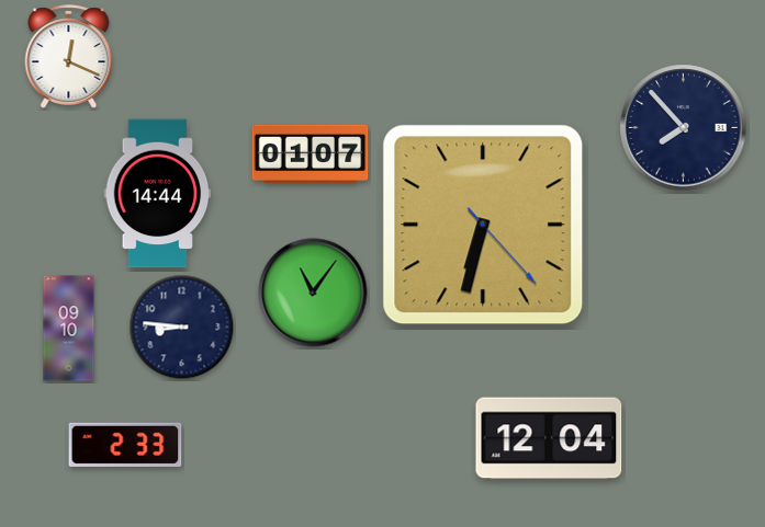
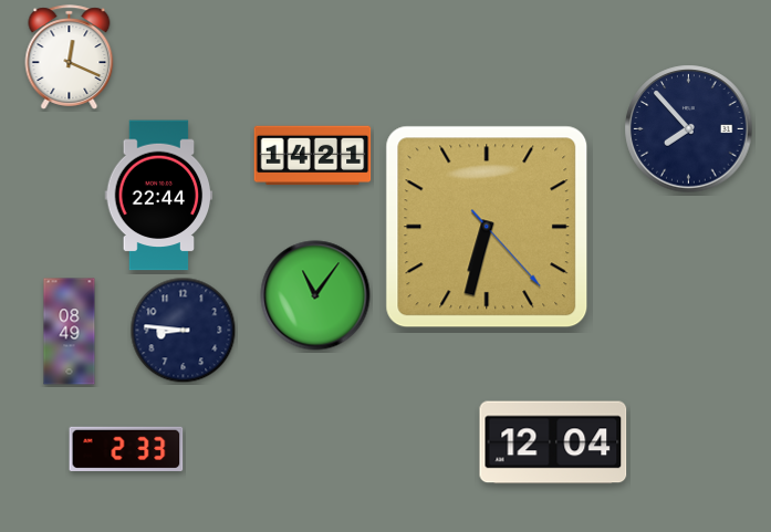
clock at (311, 154): 01:07 -> 14:21
clock at (158, 194): 14:44 -> 22:44
clock at (69, 329): 09:10 -> 08:49
